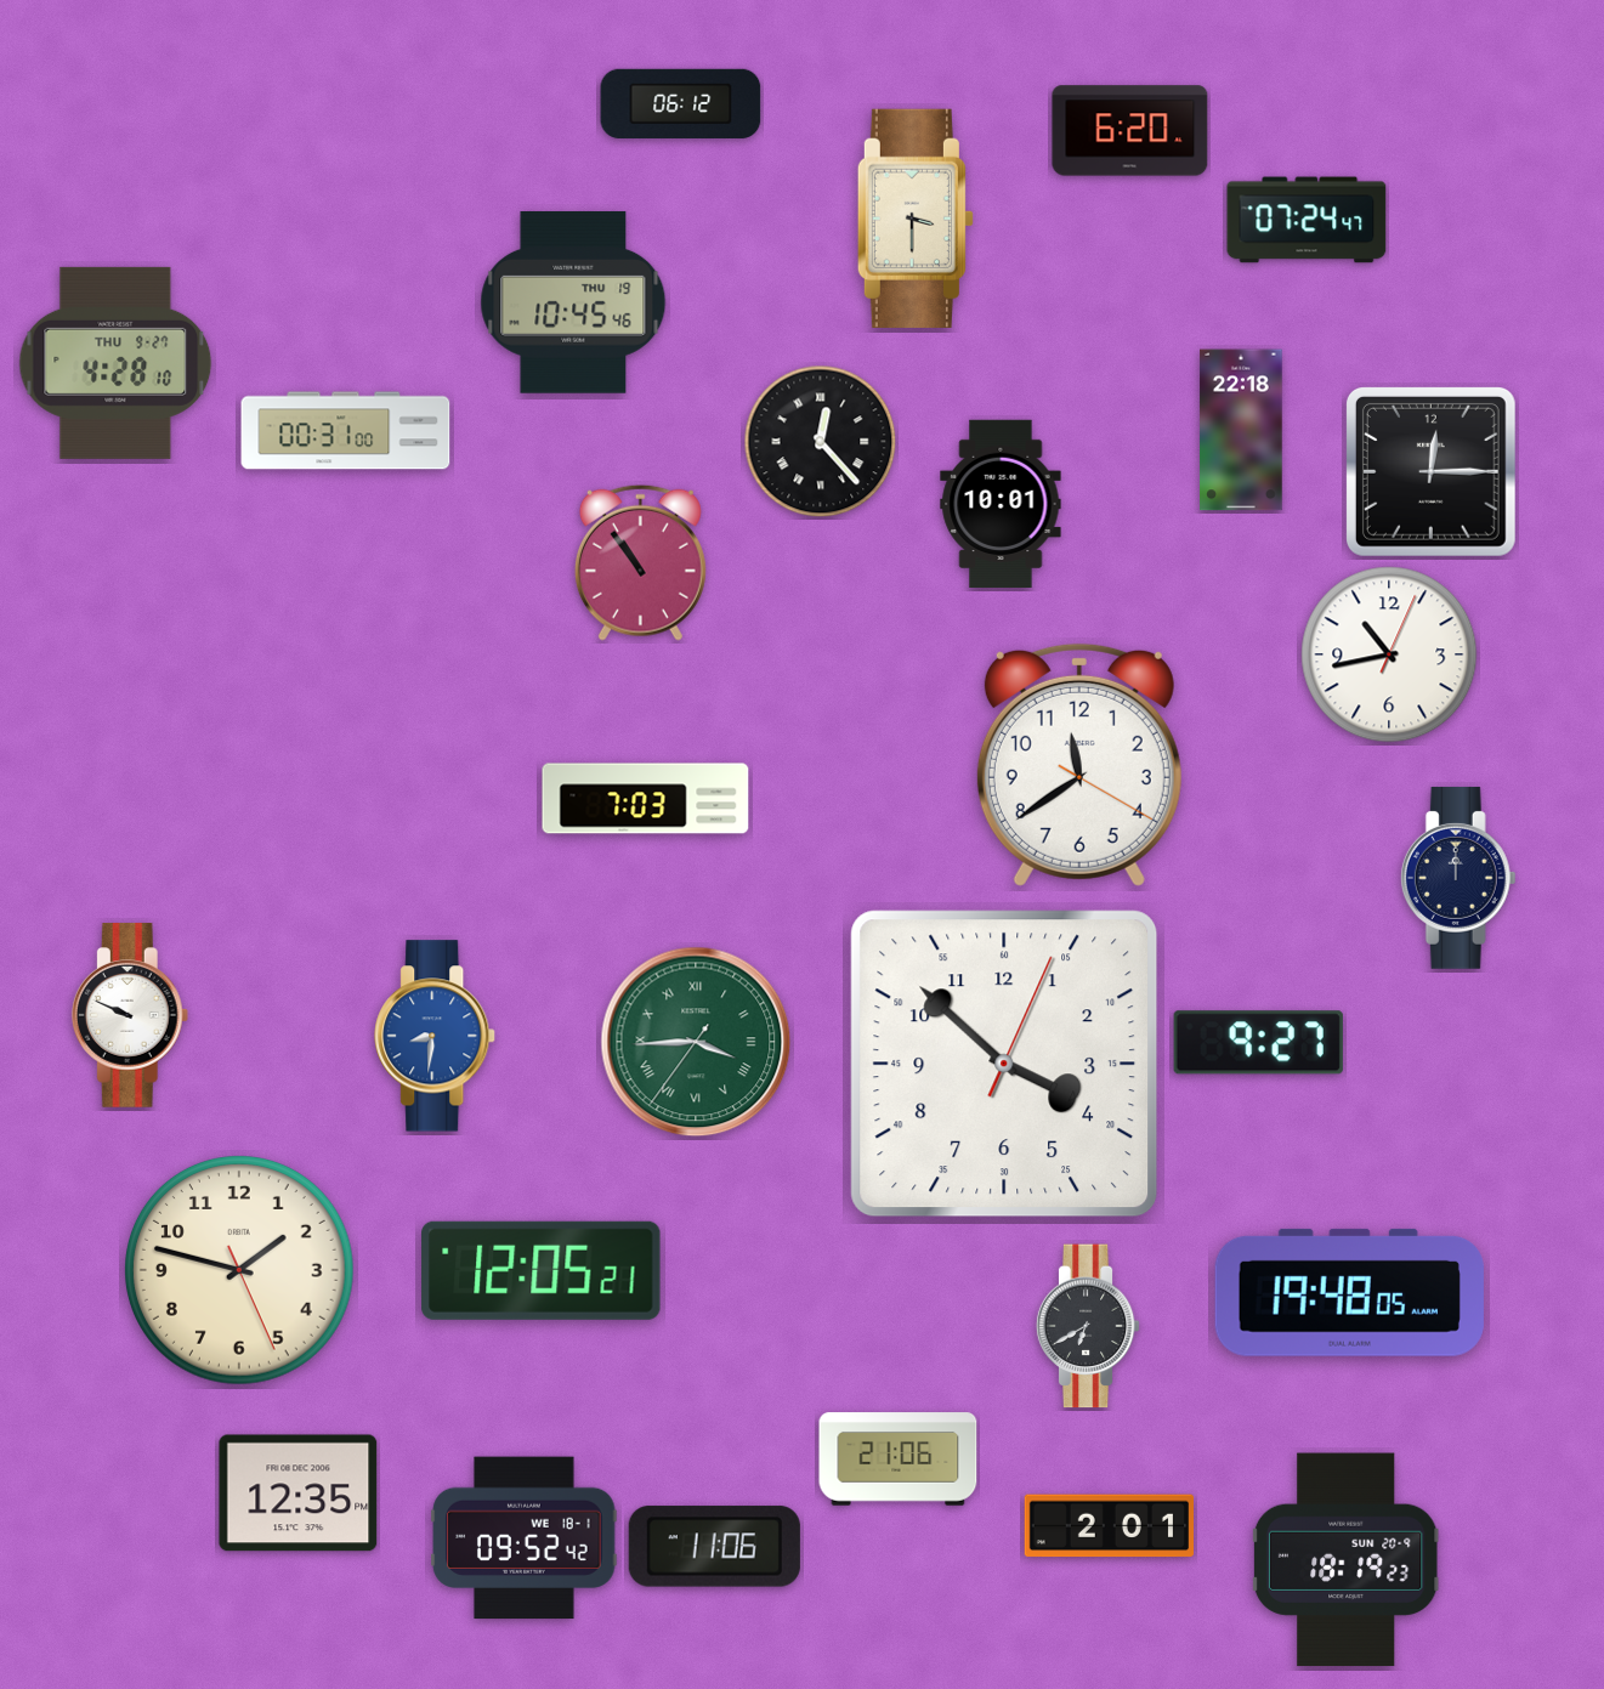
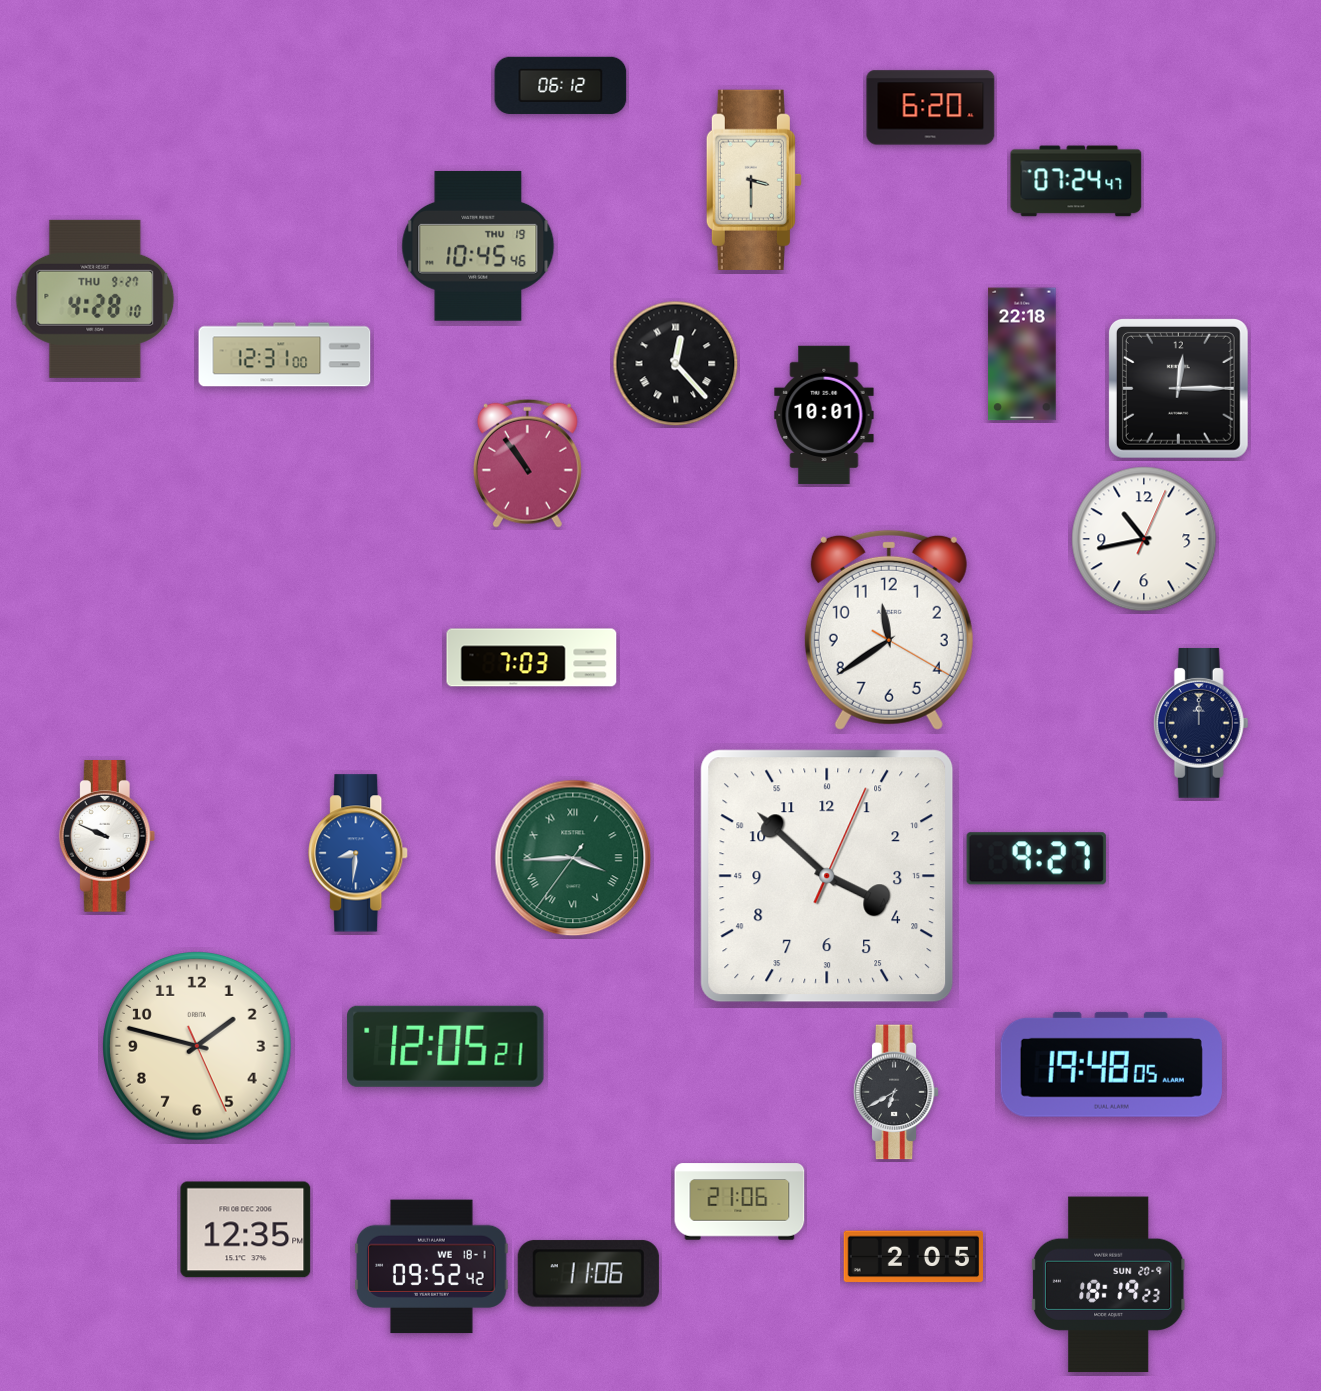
clock at (573, 302) position: (573, 302) -> (478, 246)
clock at (346, 431): 00:31 -> 12:31
clock at (1109, 1526): 2:01 -> 2:05
